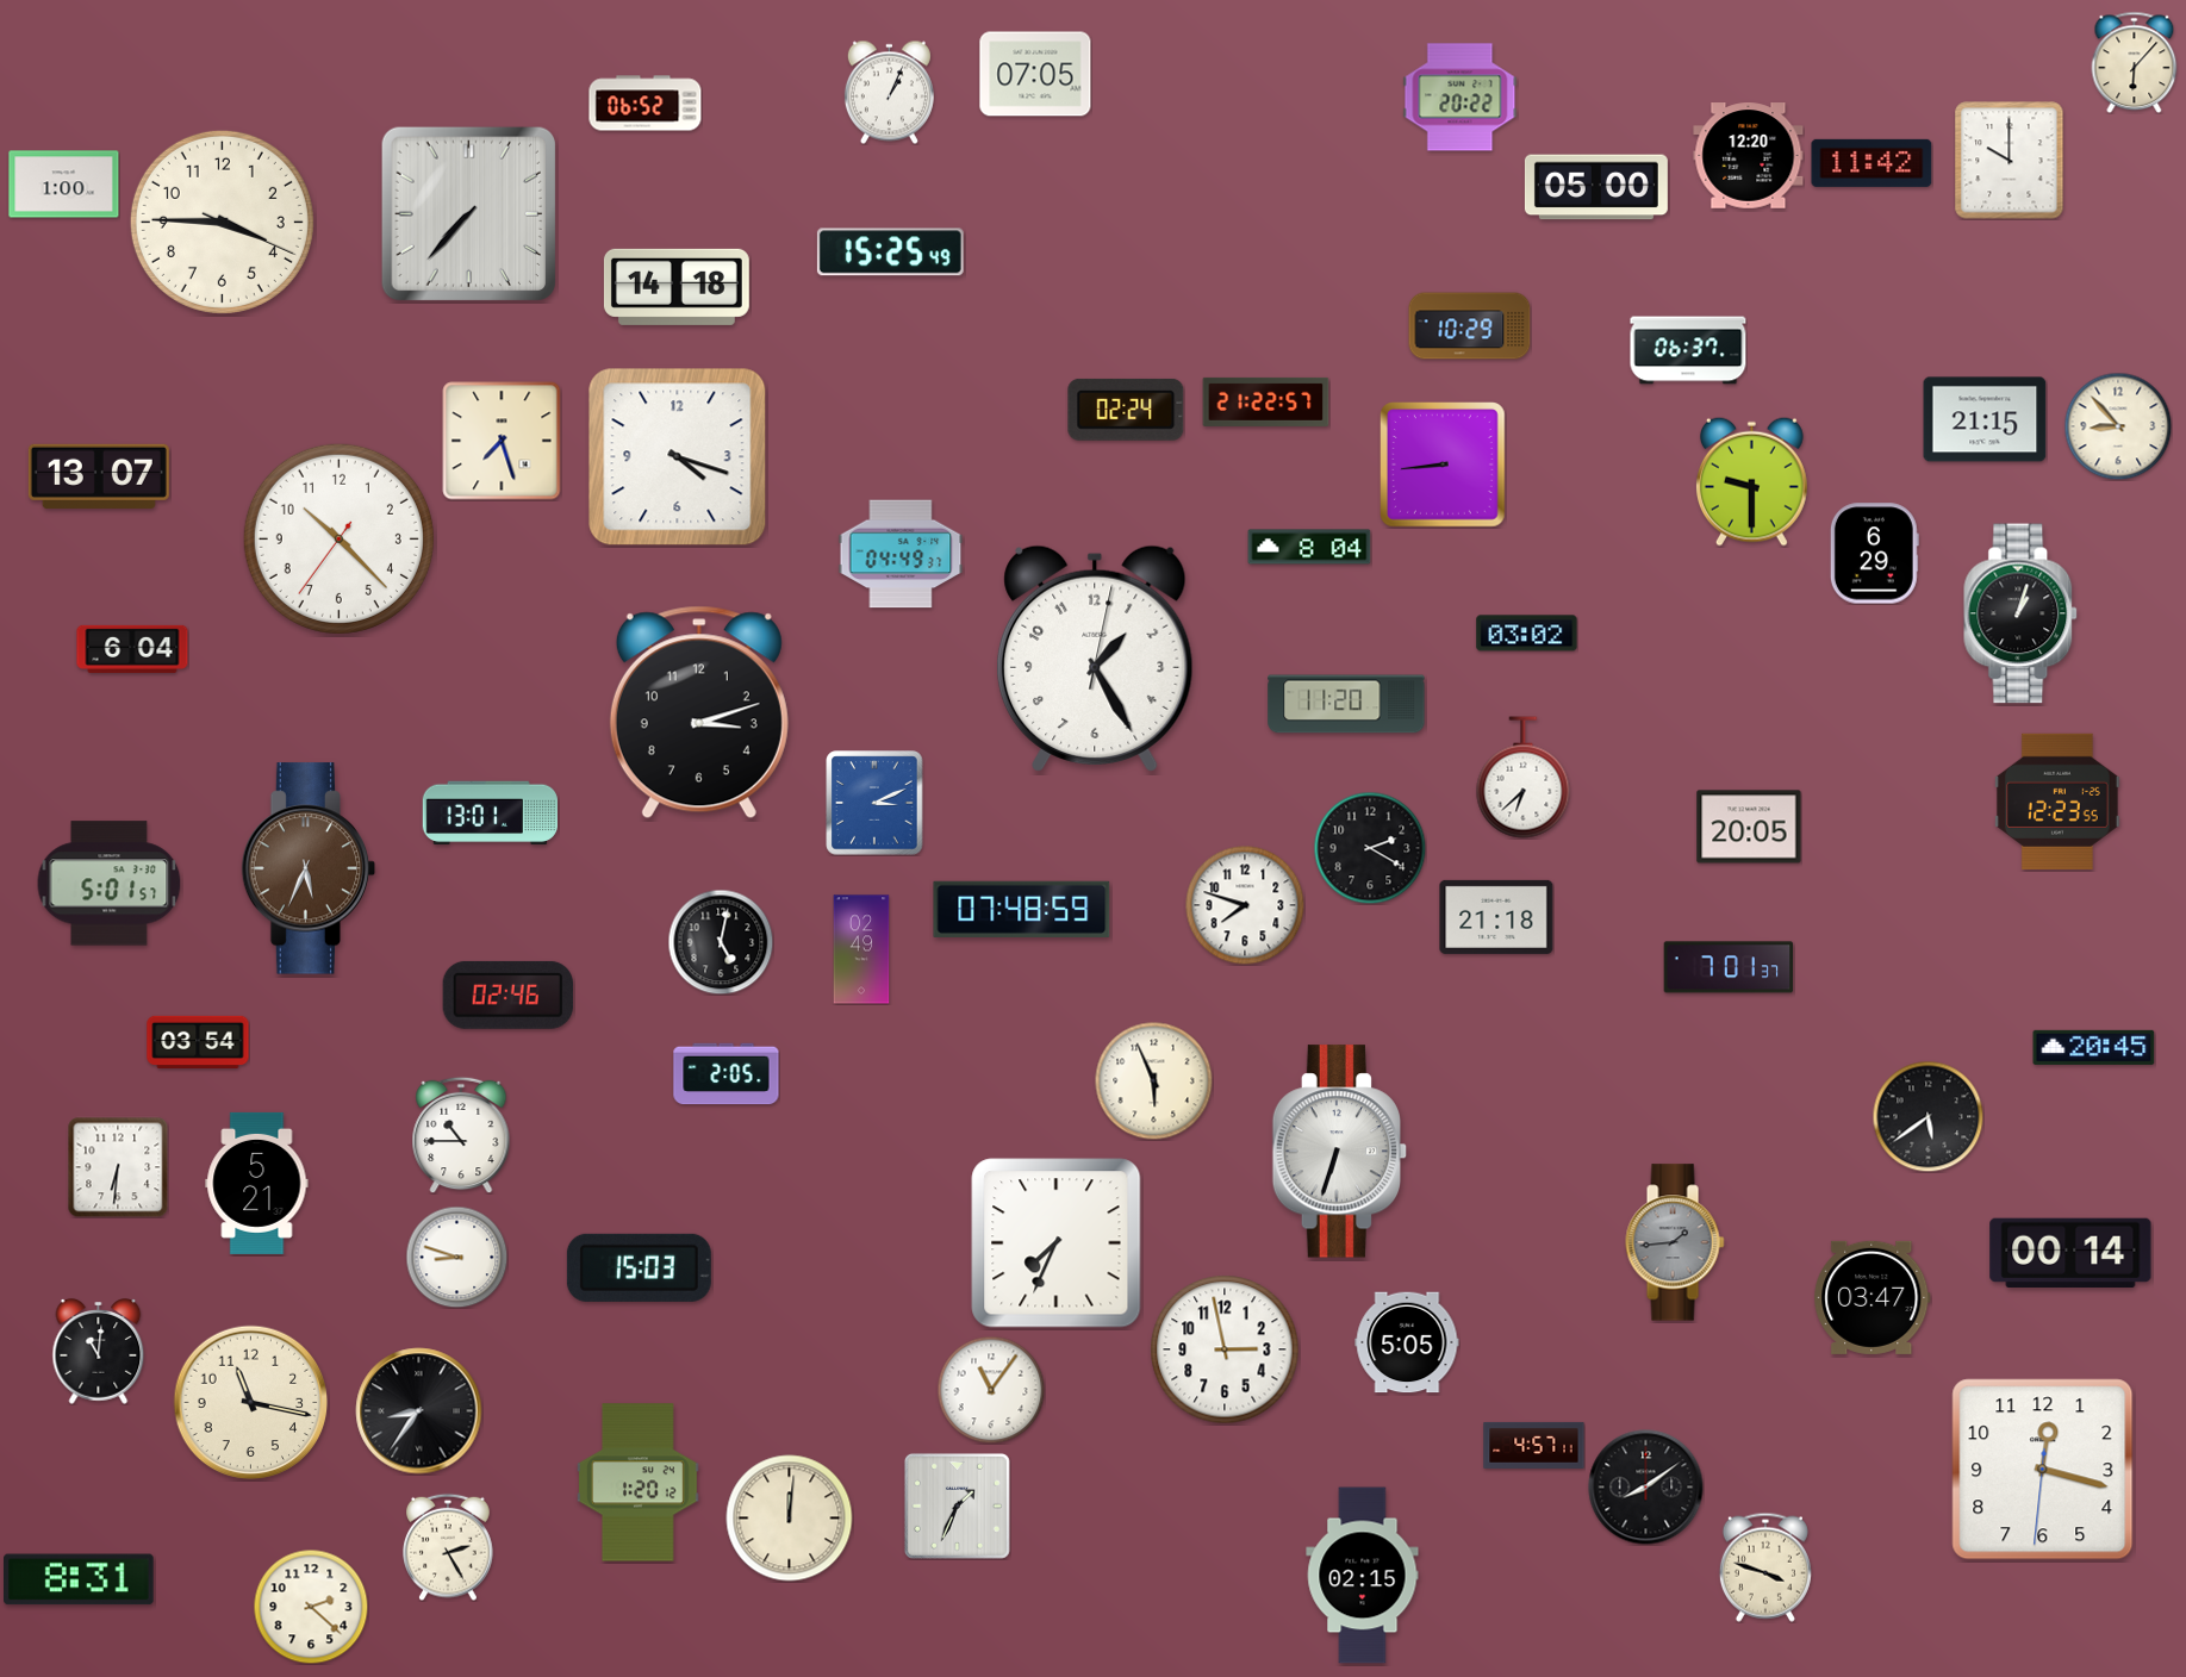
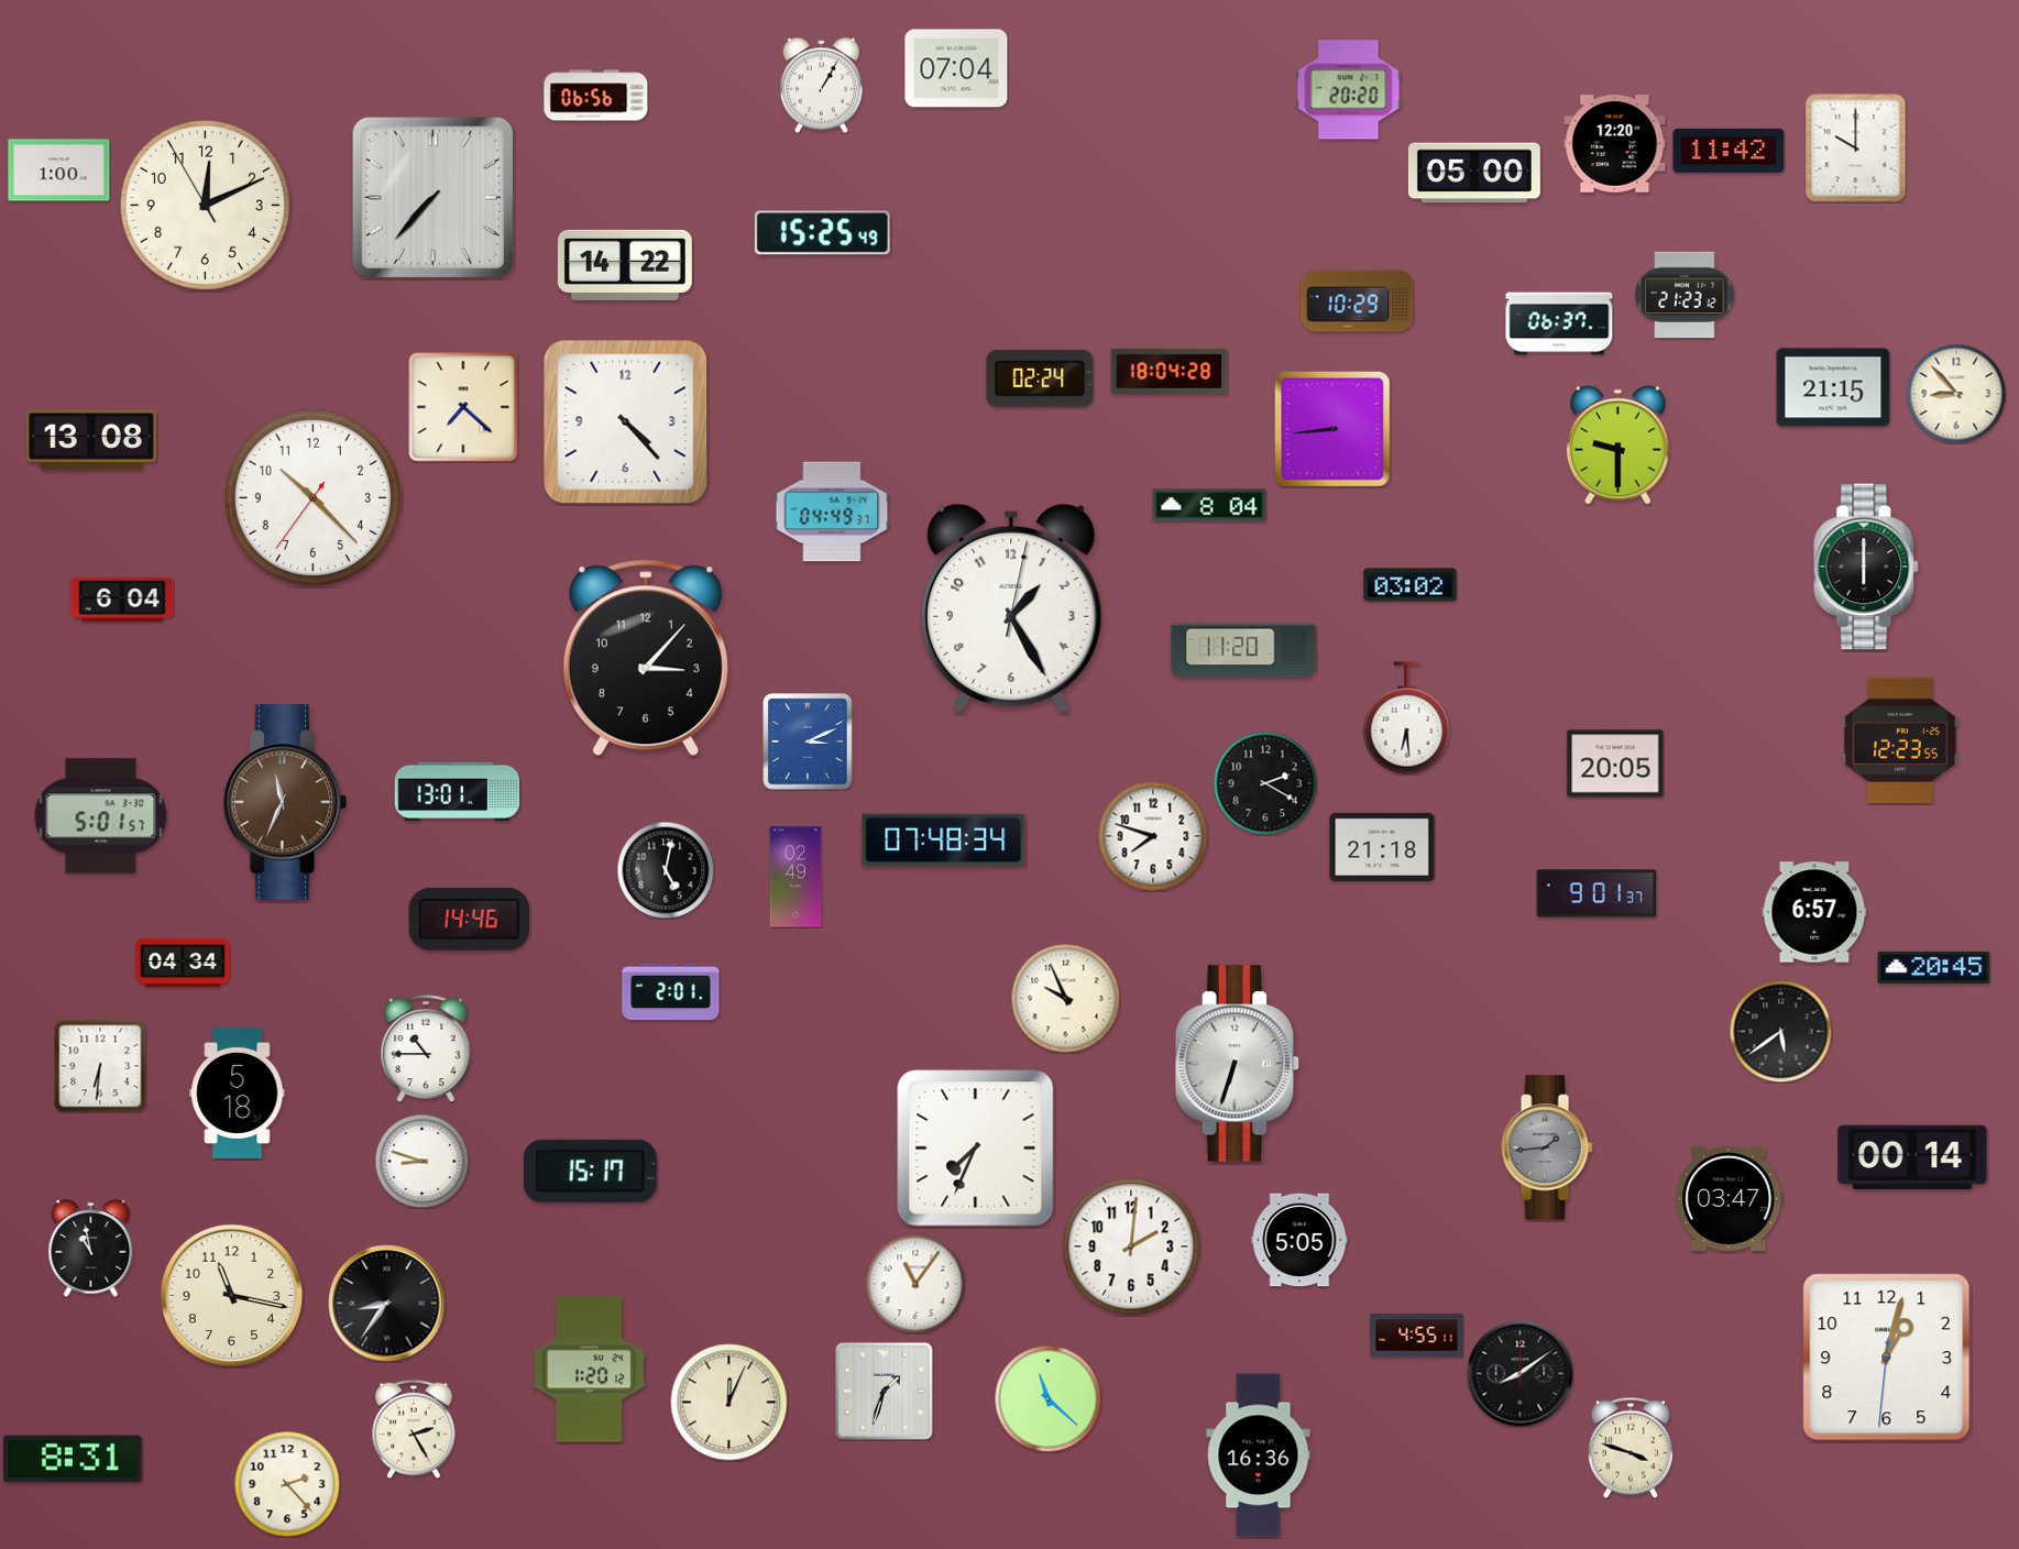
clock at (2135, 62): 6:07 -> none
clock at (1035, 74): 07:05 -> 07:04
clock at (889, 92): 1:04 -> 1:05
clock at (1461, 98): 20:22 -> 20:20
clock at (646, 104): 06:52 -> 06:56
clock at (222, 222): 3:45 -> 12:10
clock at (677, 287): 14:18 -> 14:22
clock at (1685, 295): none -> 21:23
clock at (1266, 401): 21:22 -> 18:04
clock at (502, 441): 7:27 -> 7:22
clock at (678, 457): 4:18 -> 4:23
clock at (99, 476): 13:07 -> 13:08
clock at (1874, 554): 6:29 -> none
clock at (2022, 613): 1:03 -> 6:00
clock at (699, 712): 3:12 -> 3:07
clock at (1524, 778): 6:38 -> 6:29
clock at (490, 813) position: (490, 813) -> (457, 792)
clock at (309, 868): 5:34 -> 11:34
clock at (1245, 905) position: (1245, 905) -> (1153, 836)
clock at (1022, 909): 07:48:59 -> 07:48:34
clock at (1729, 967): 7:01 -> 9:01
clock at (1814, 912): none -> 6:57
clock at (507, 995): 02:46 -> 14:46
clock at (198, 1041): 03:54 -> 04:34
clock at (727, 1074): 2:05 -> 2:01
clock at (1154, 1081): 5:56 -> 9:56
clock at (118, 1167) position: (118, 1167) -> (100, 1066)
clock at (257, 1183): 5:21 -> 5:18
clock at (639, 1267): 15:03 -> 15:17
clock at (1225, 1349): 2:58 -> 2:01
clock at (99, 1352): 11:01 -> 10:58
clock at (1534, 1445): 4:57 -> 4:55
clock at (2043, 1470): 12:17 -> 1:02
clock at (957, 1505): 1:34 -> 1:33
clock at (1047, 1398): none -> 11:22
clock at (790, 1519): 12:01 -> 12:04
clock at (1363, 1576): 02:15 -> 16:36
clock at (311, 1607): 2:22 -> 2:23
